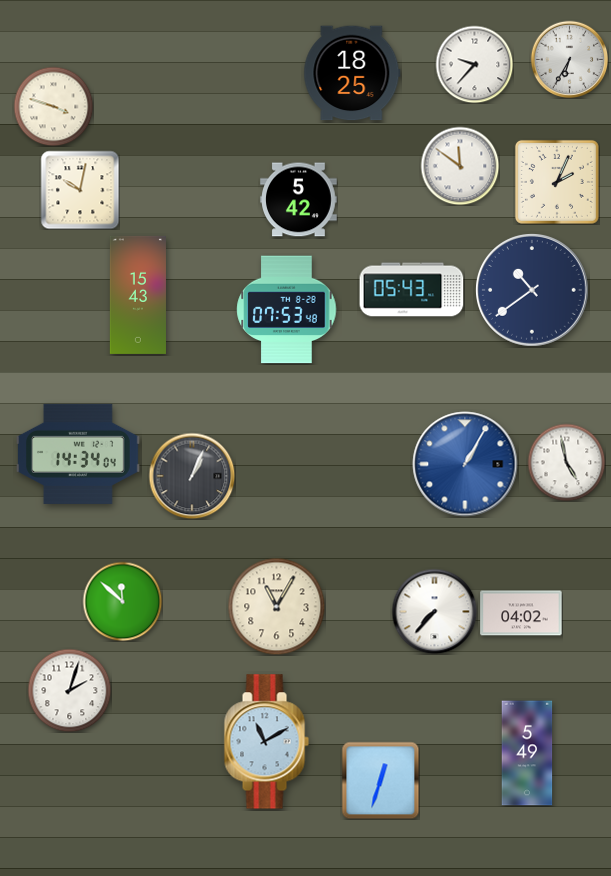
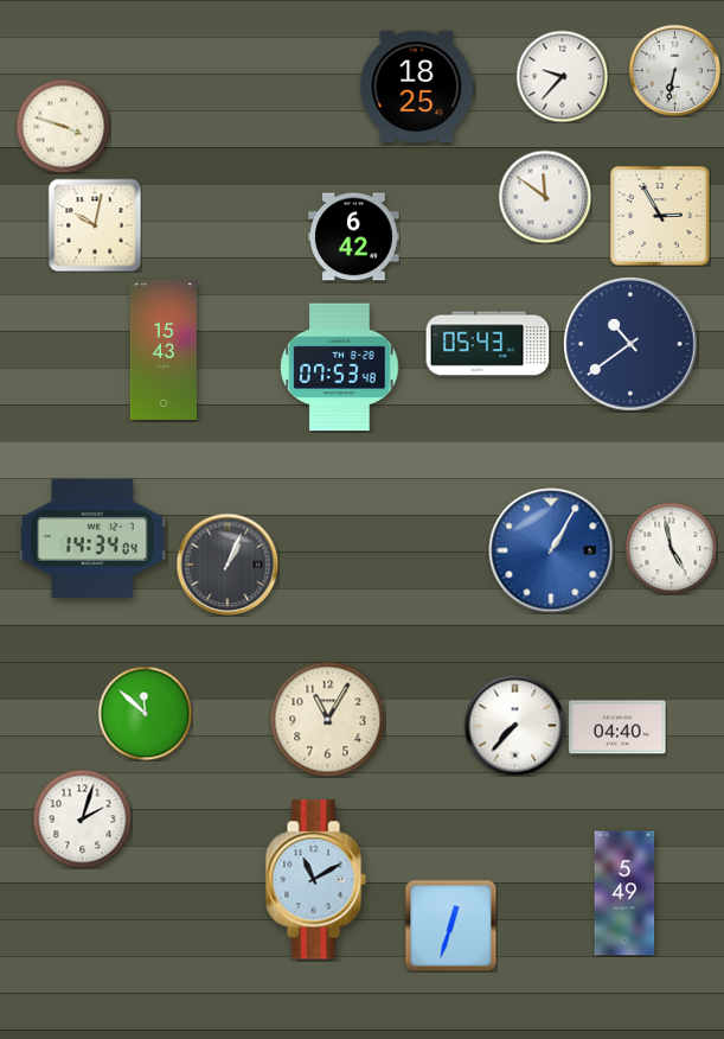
clock at (569, 59): 6:35 -> 6:32
clock at (557, 182): 2:04 -> 2:55
clock at (299, 200): 5:42 -> 6:42
clock at (521, 613): 04:02 -> 04:40
